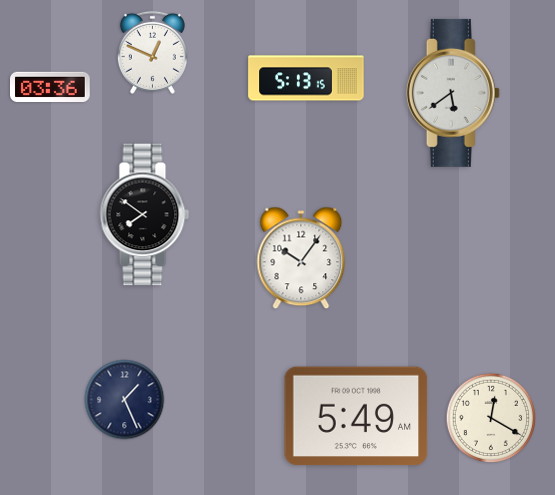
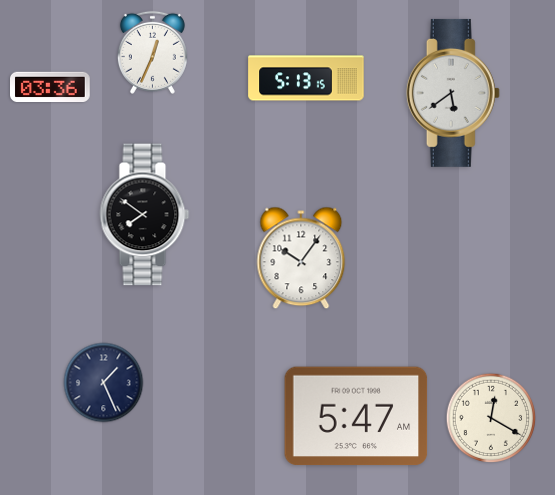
clock at (152, 52): 12:49 -> 12:34
clock at (125, 400) position: (125, 400) -> (104, 383)
clock at (356, 416): 5:49 -> 5:47
